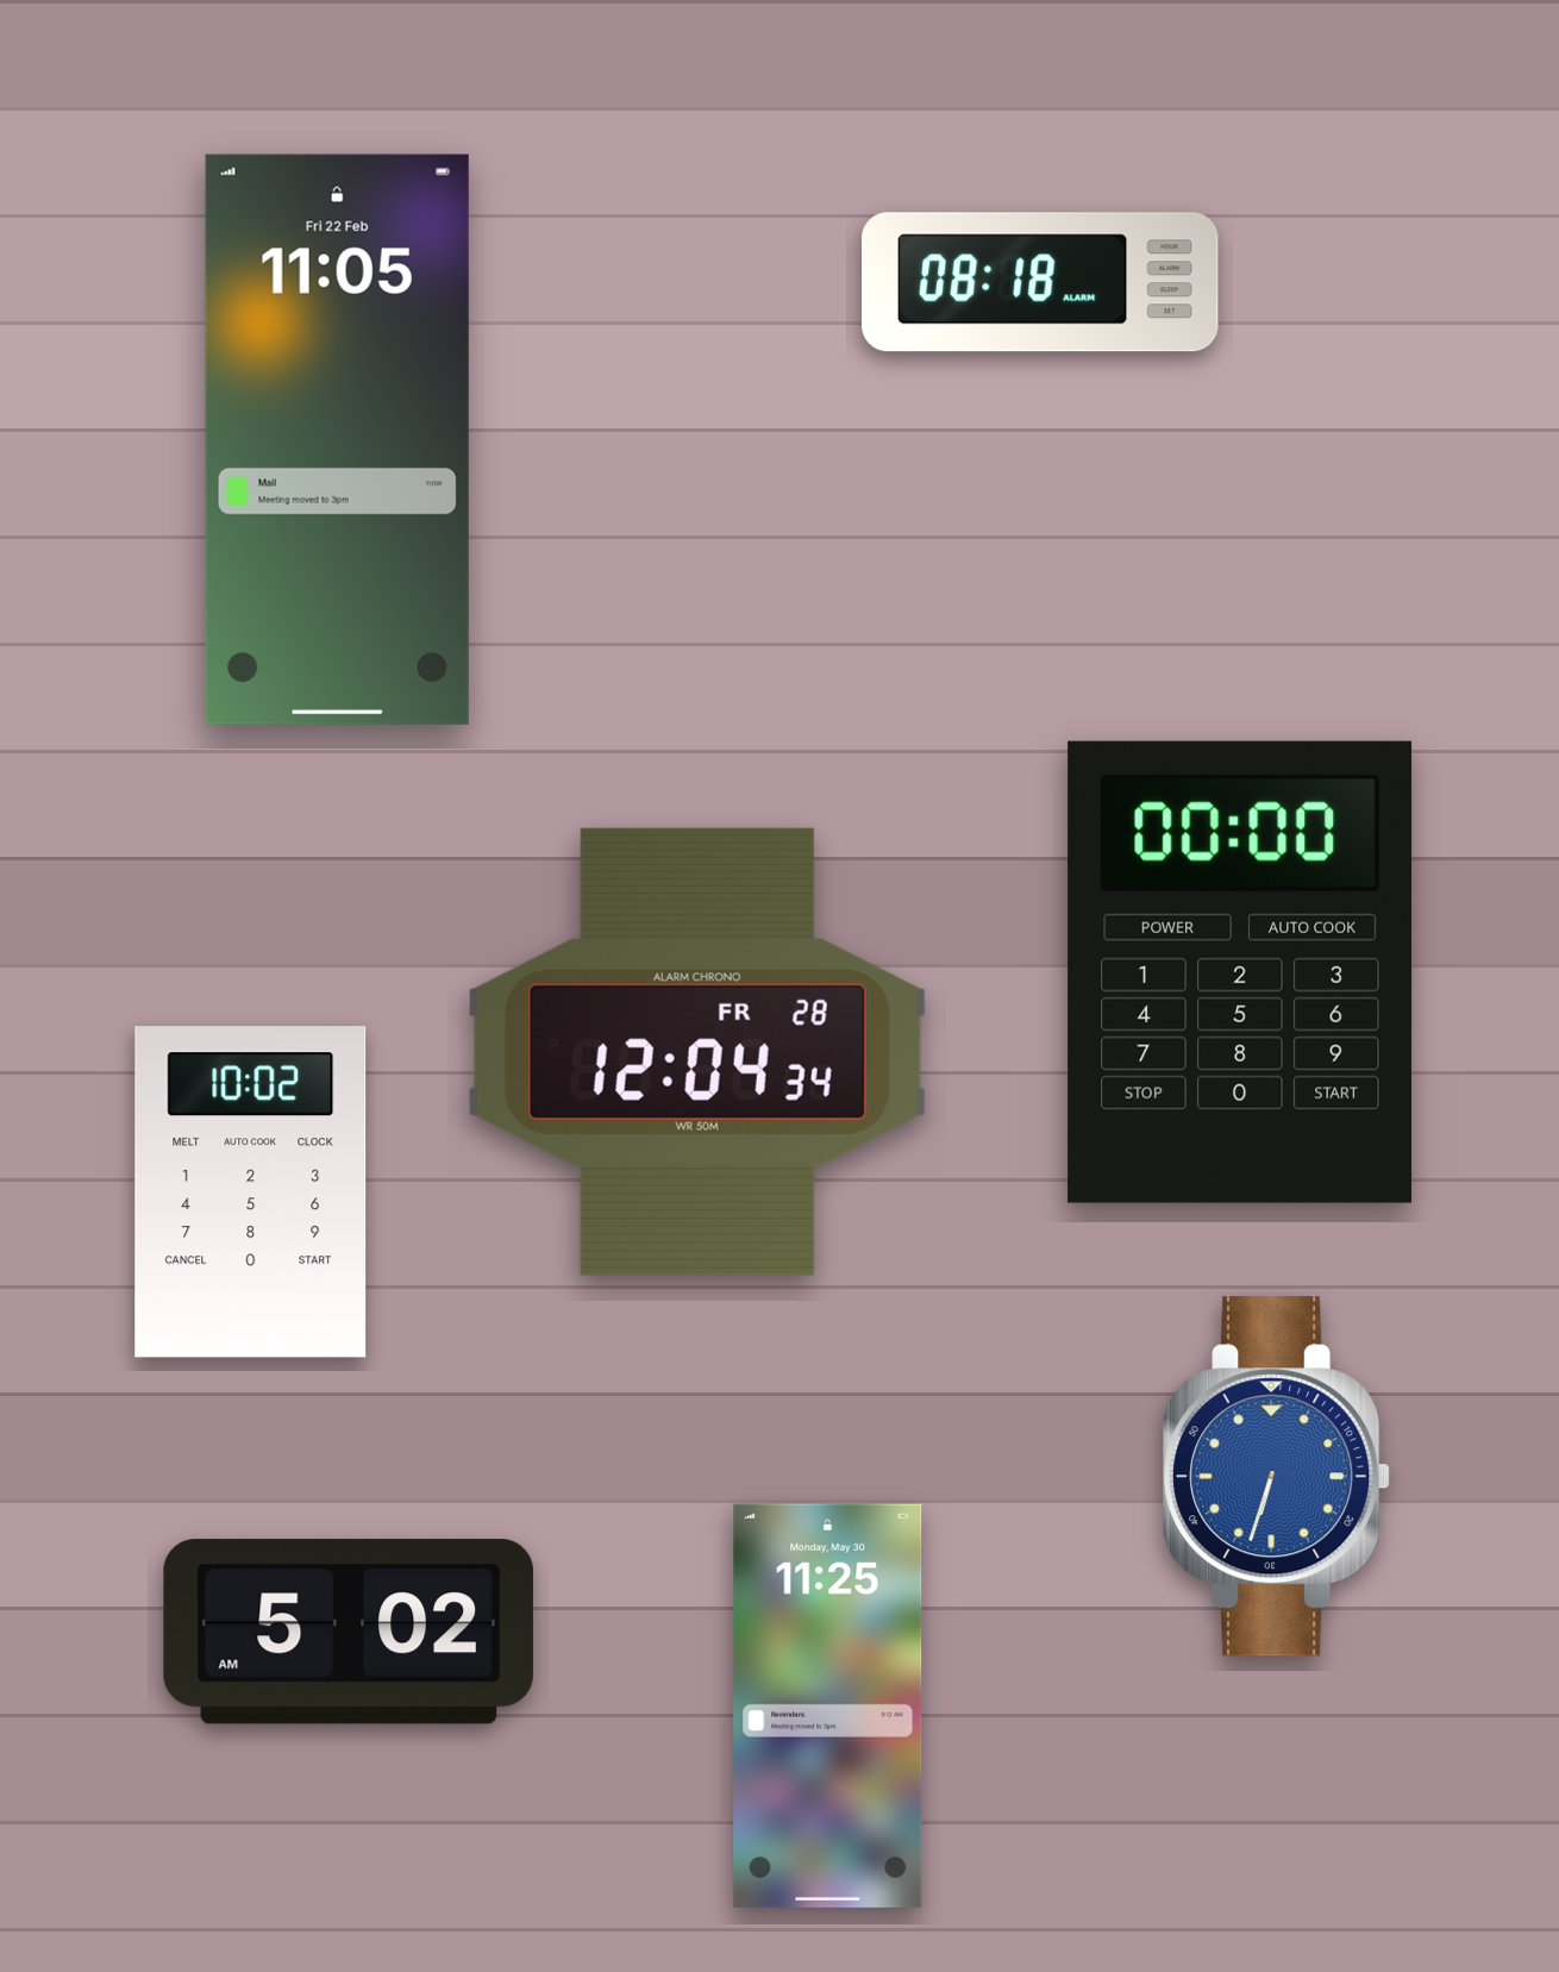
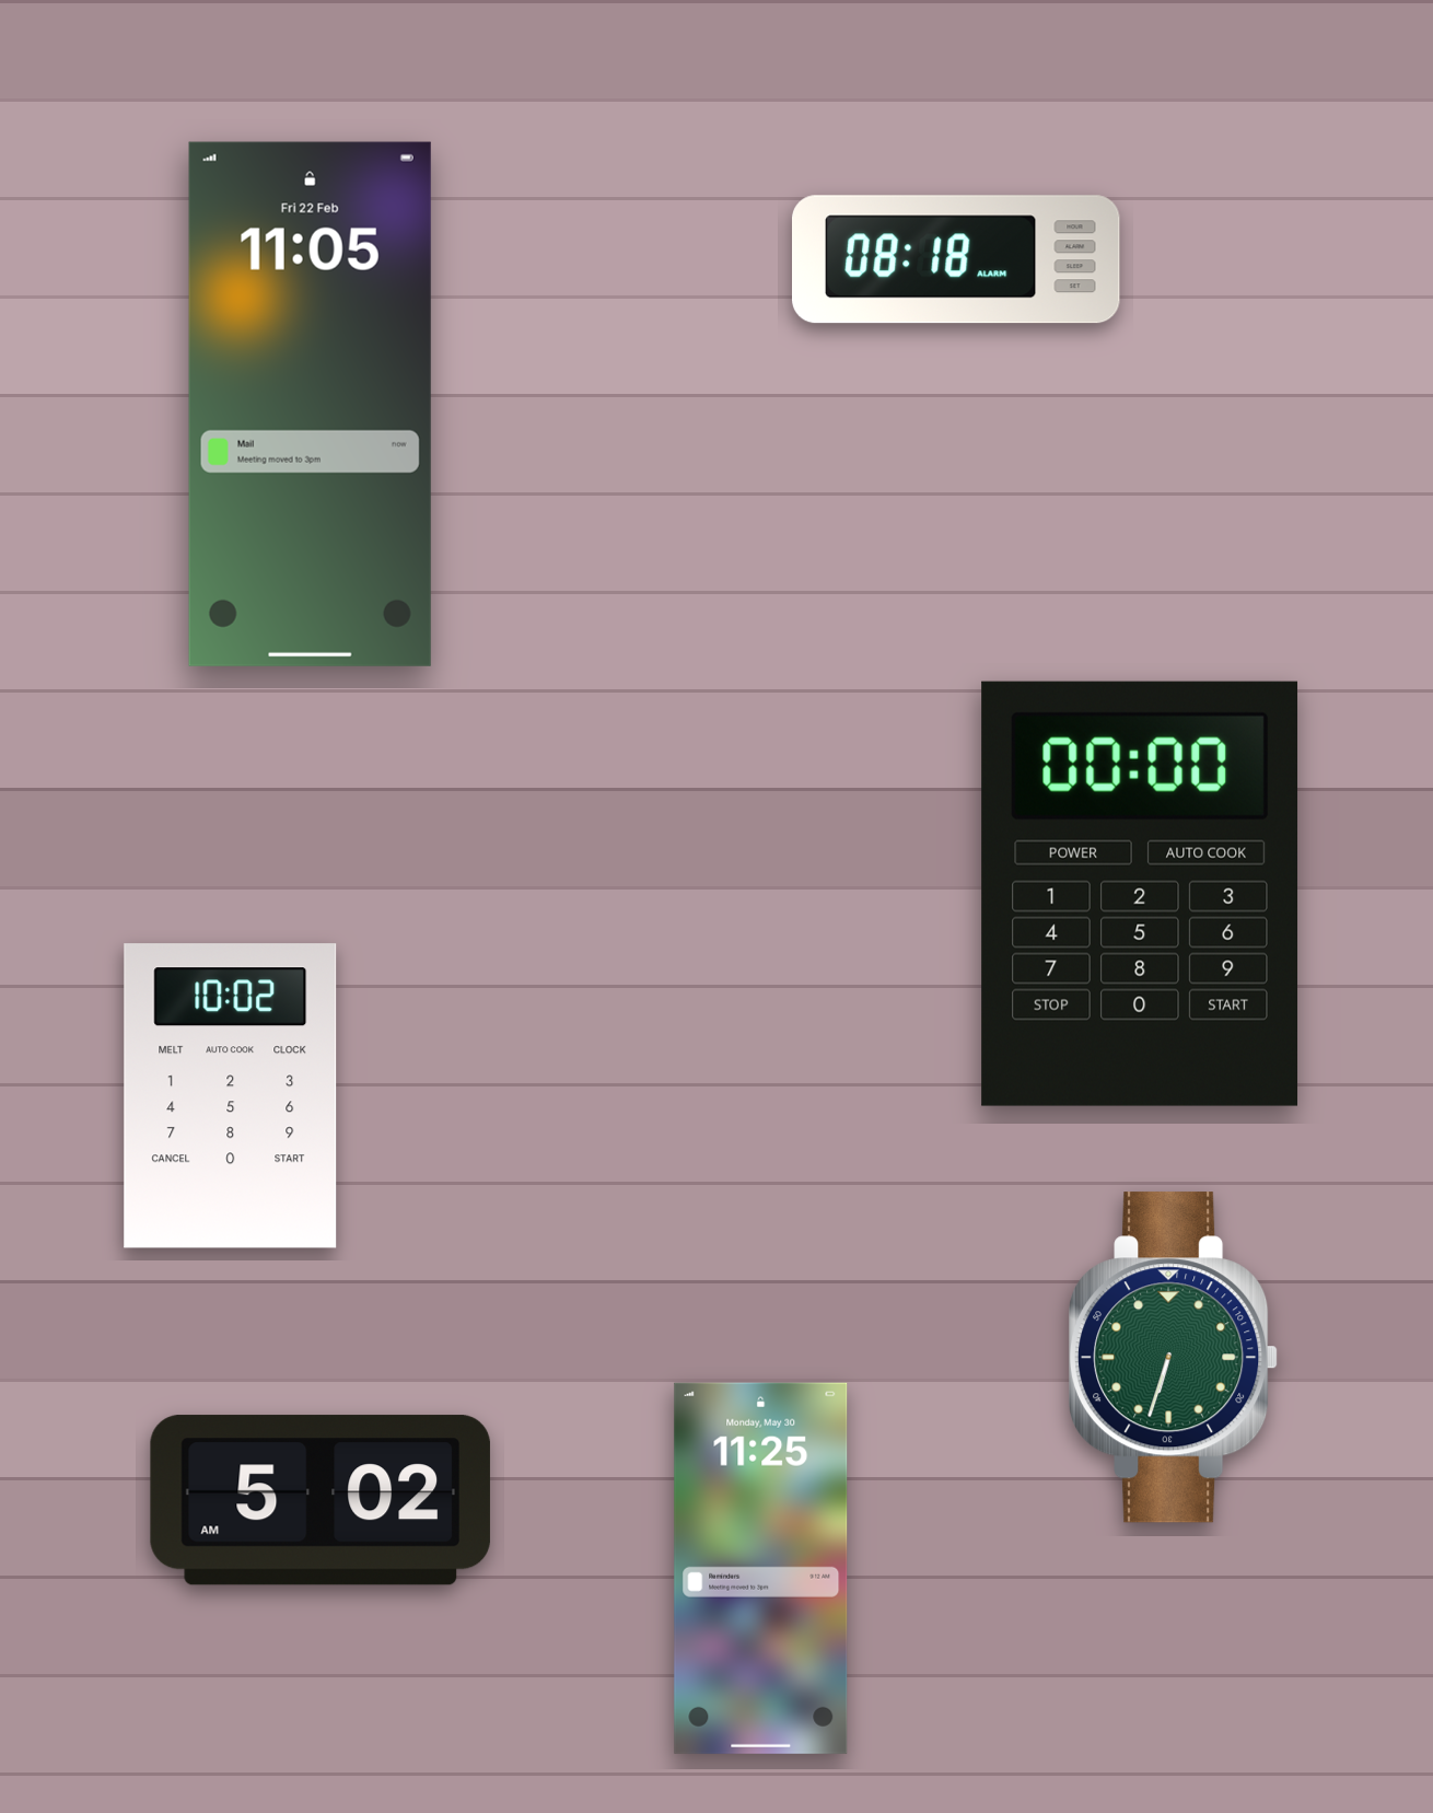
clock at (697, 1052): 12:04 -> none
clock at (1278, 1477) dial: blue -> green
